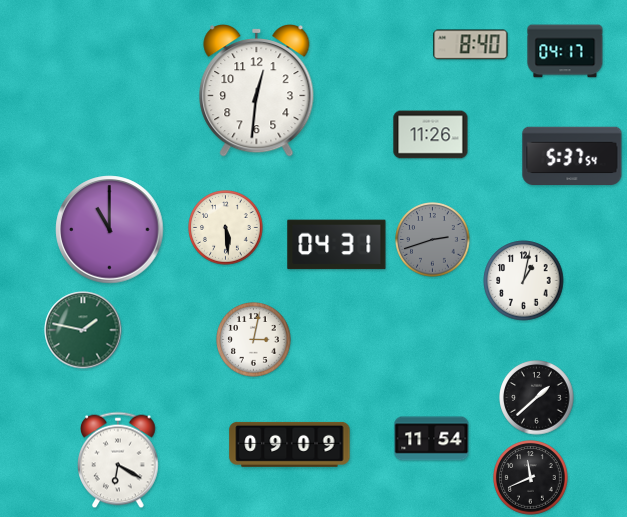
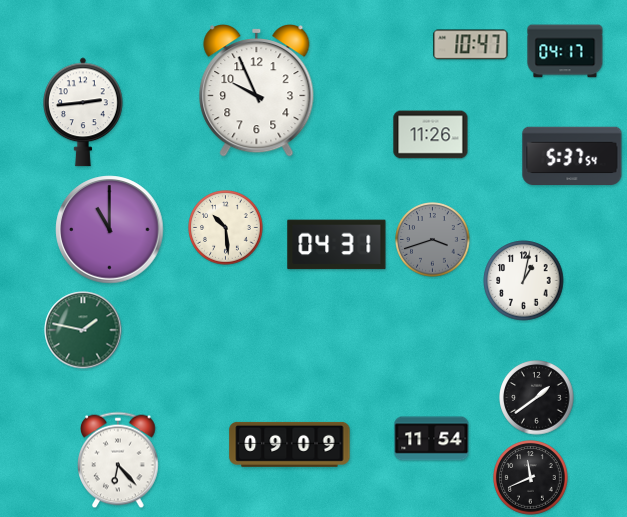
clock at (471, 45): 8:40 -> 10:47
clock at (257, 91): 12:31 -> 9:56
clock at (84, 112): none -> 2:44
clock at (226, 228): 5:29 -> 10:29
clock at (433, 240): 2:42 -> 3:42
clock at (254, 340): 3:02 -> none
clock at (537, 398): 1:38 -> 1:39
clock at (118, 460): 6:20 -> 6:23
